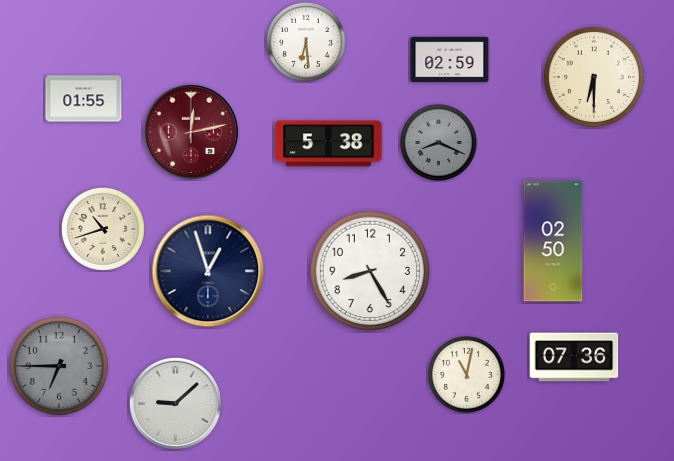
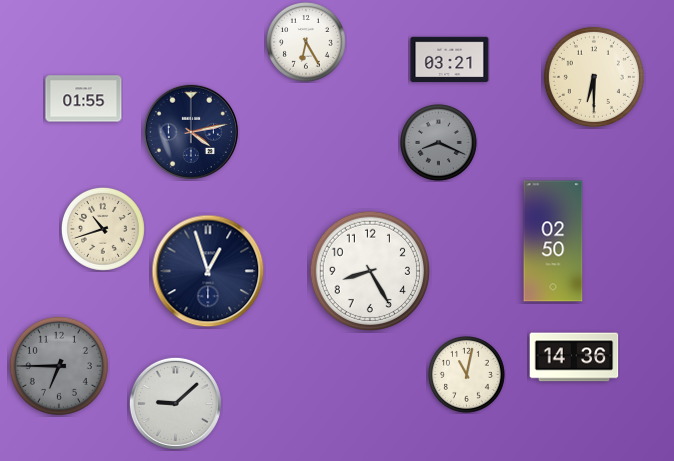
clock at (307, 43): 6:29 -> 6:25
clock at (450, 60): 02:59 -> 03:21
clock at (191, 132): 12:13 -> 4:13
clock at (191, 132) dial: burgundy -> navy
clock at (329, 144): 5:38 -> none
clock at (574, 357): 07:36 -> 14:36
